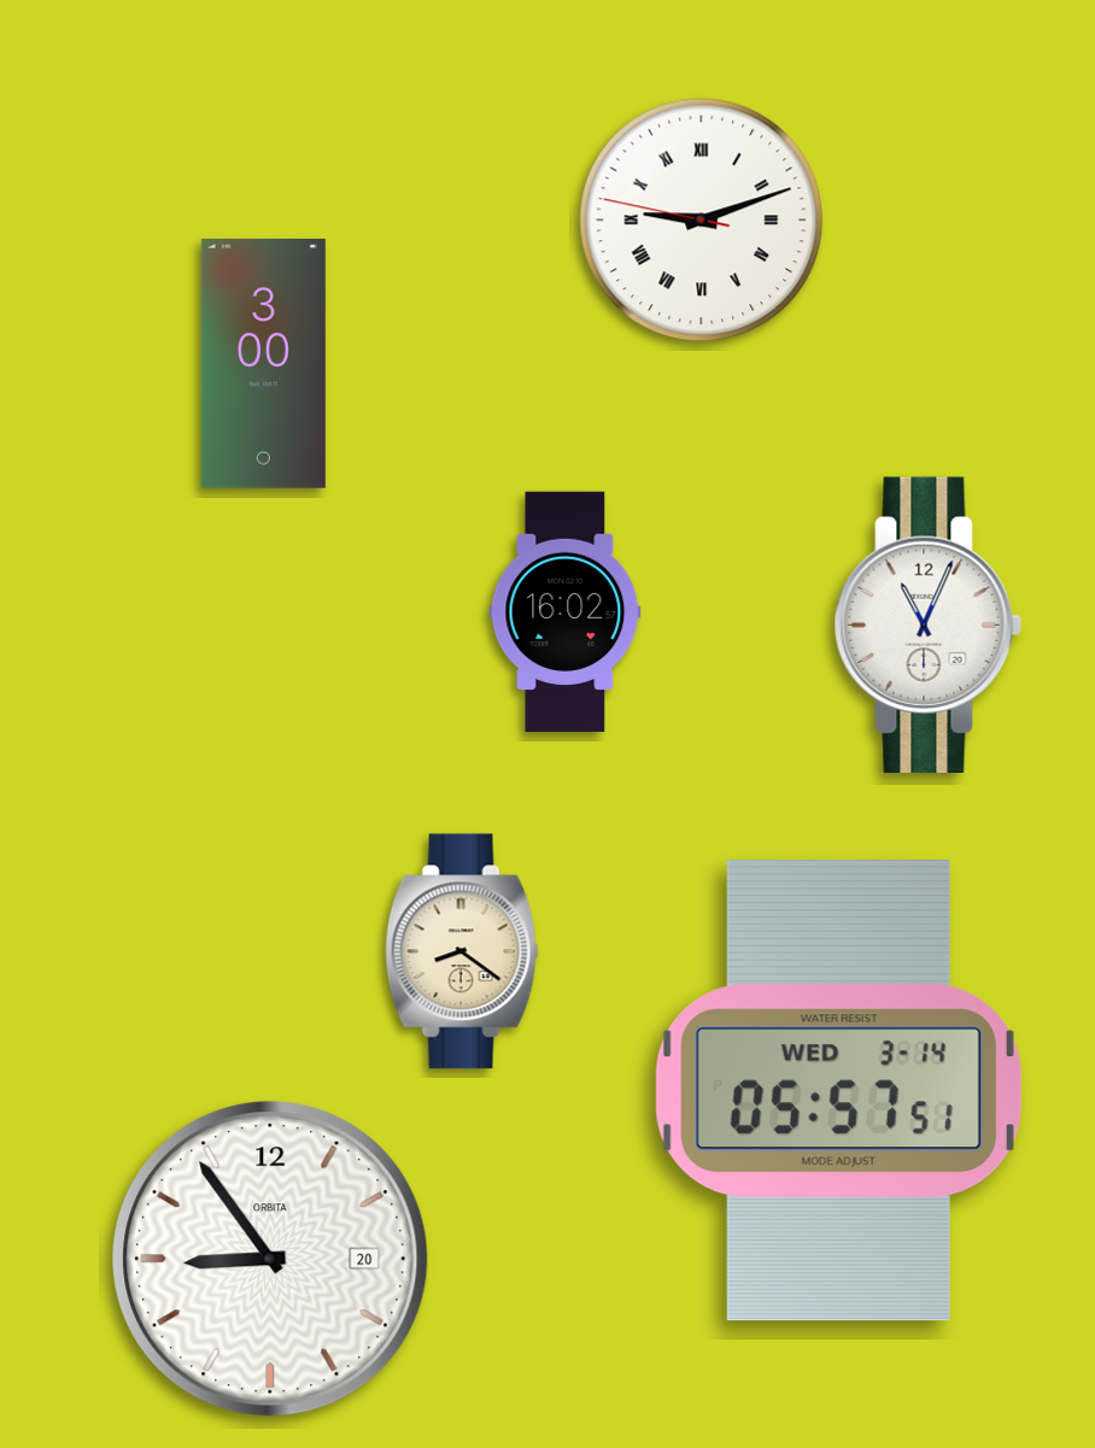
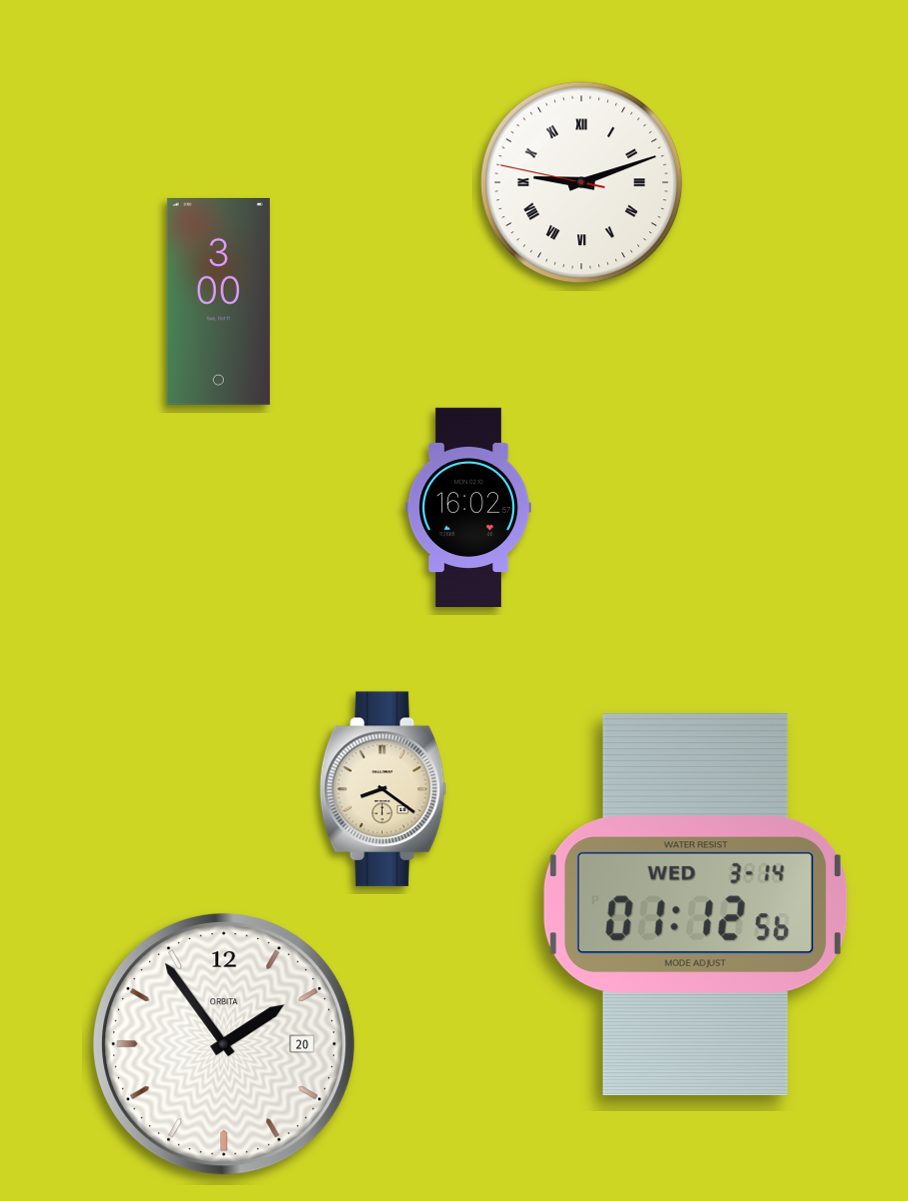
clock at (927, 625): 11:04 -> none
clock at (838, 1091): 05:57 -> 01:12
clock at (270, 1259): 8:54 -> 1:54
